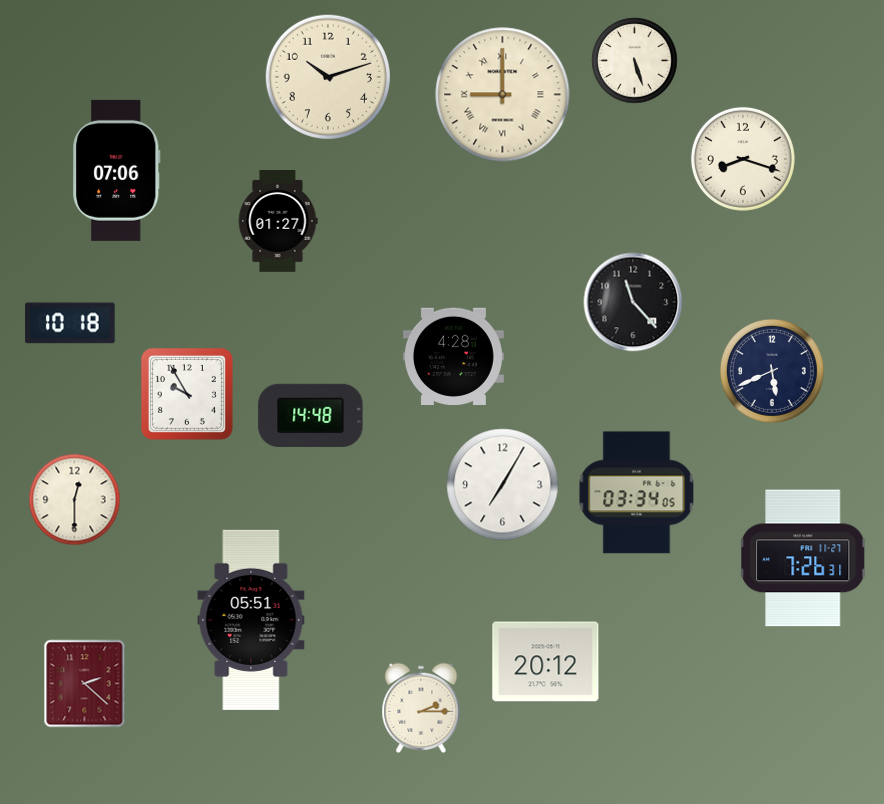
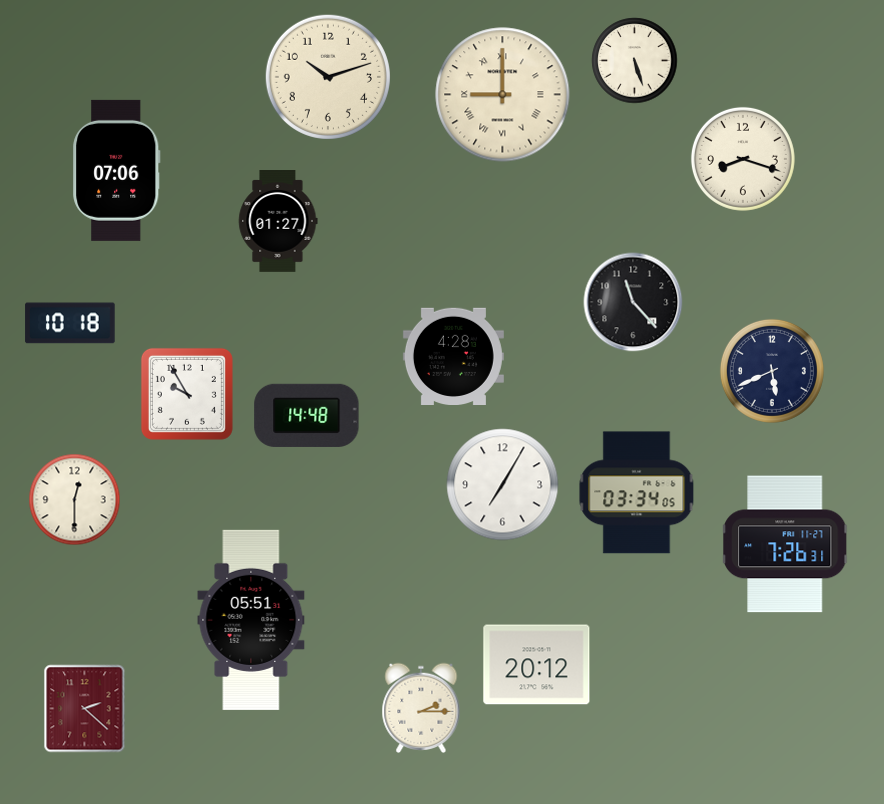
clock at (311, 415) position: (311, 415) -> (307, 415)
clock at (804, 558) position: (804, 558) -> (786, 544)
clock at (546, 662) position: (546, 662) -> (537, 665)
clock at (85, 684) position: (85, 684) -> (85, 709)
